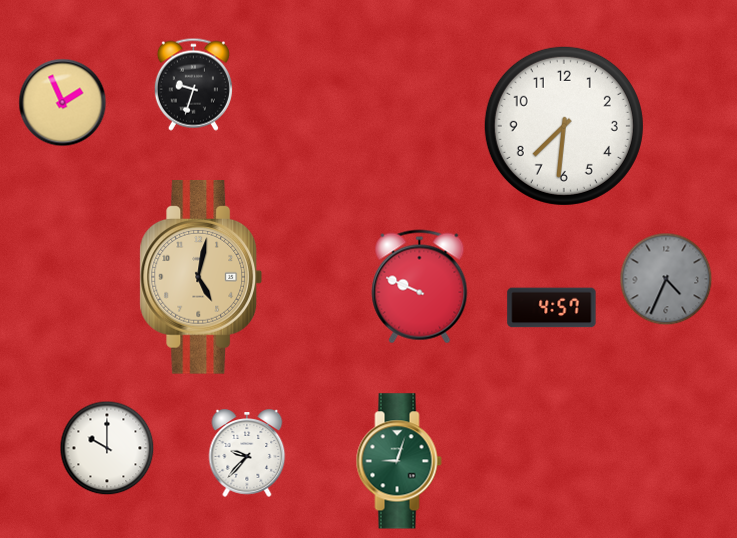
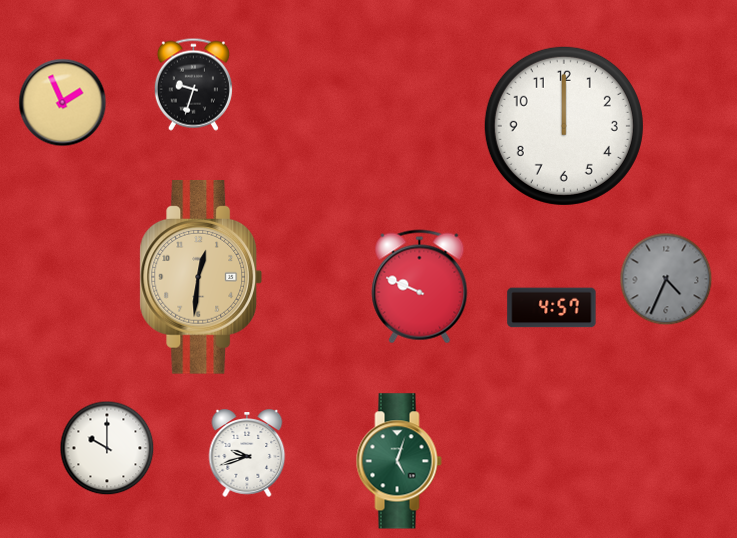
clock at (564, 126): 7:31 -> 12:00
clock at (201, 278): 5:02 -> 12:31
clock at (247, 453): 9:37 -> 9:42
clock at (399, 461): 9:03 -> 5:03
